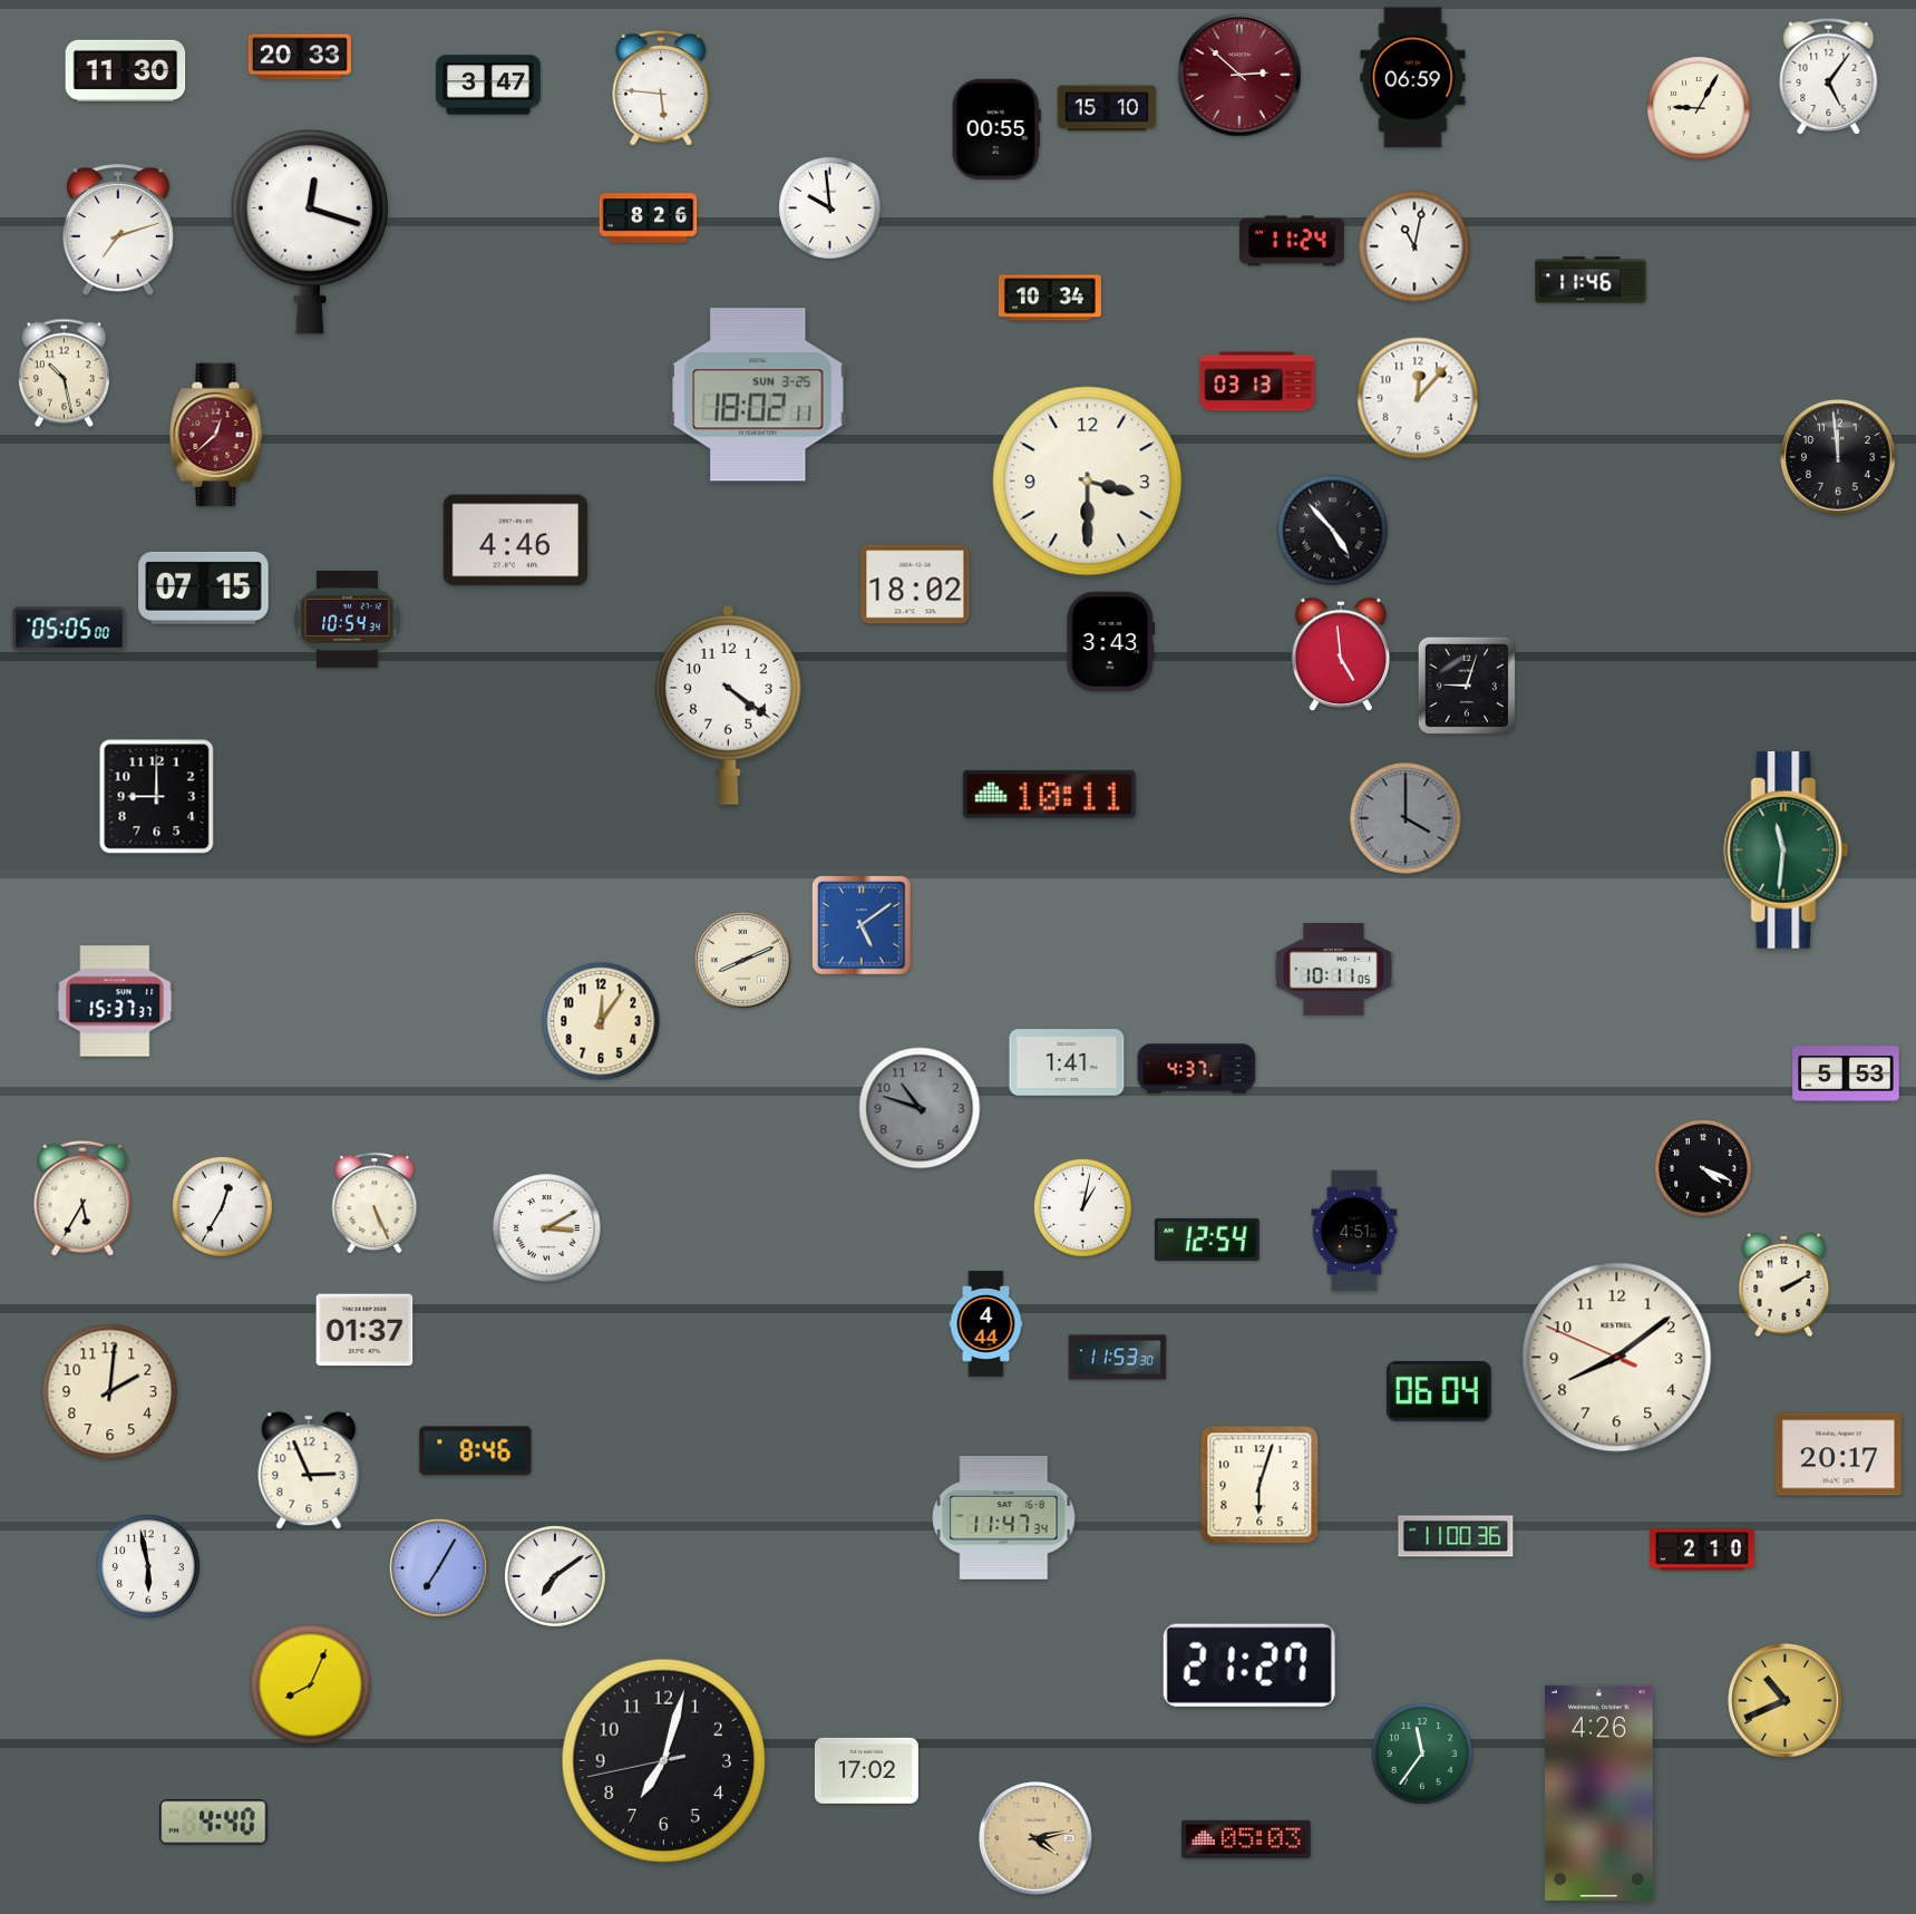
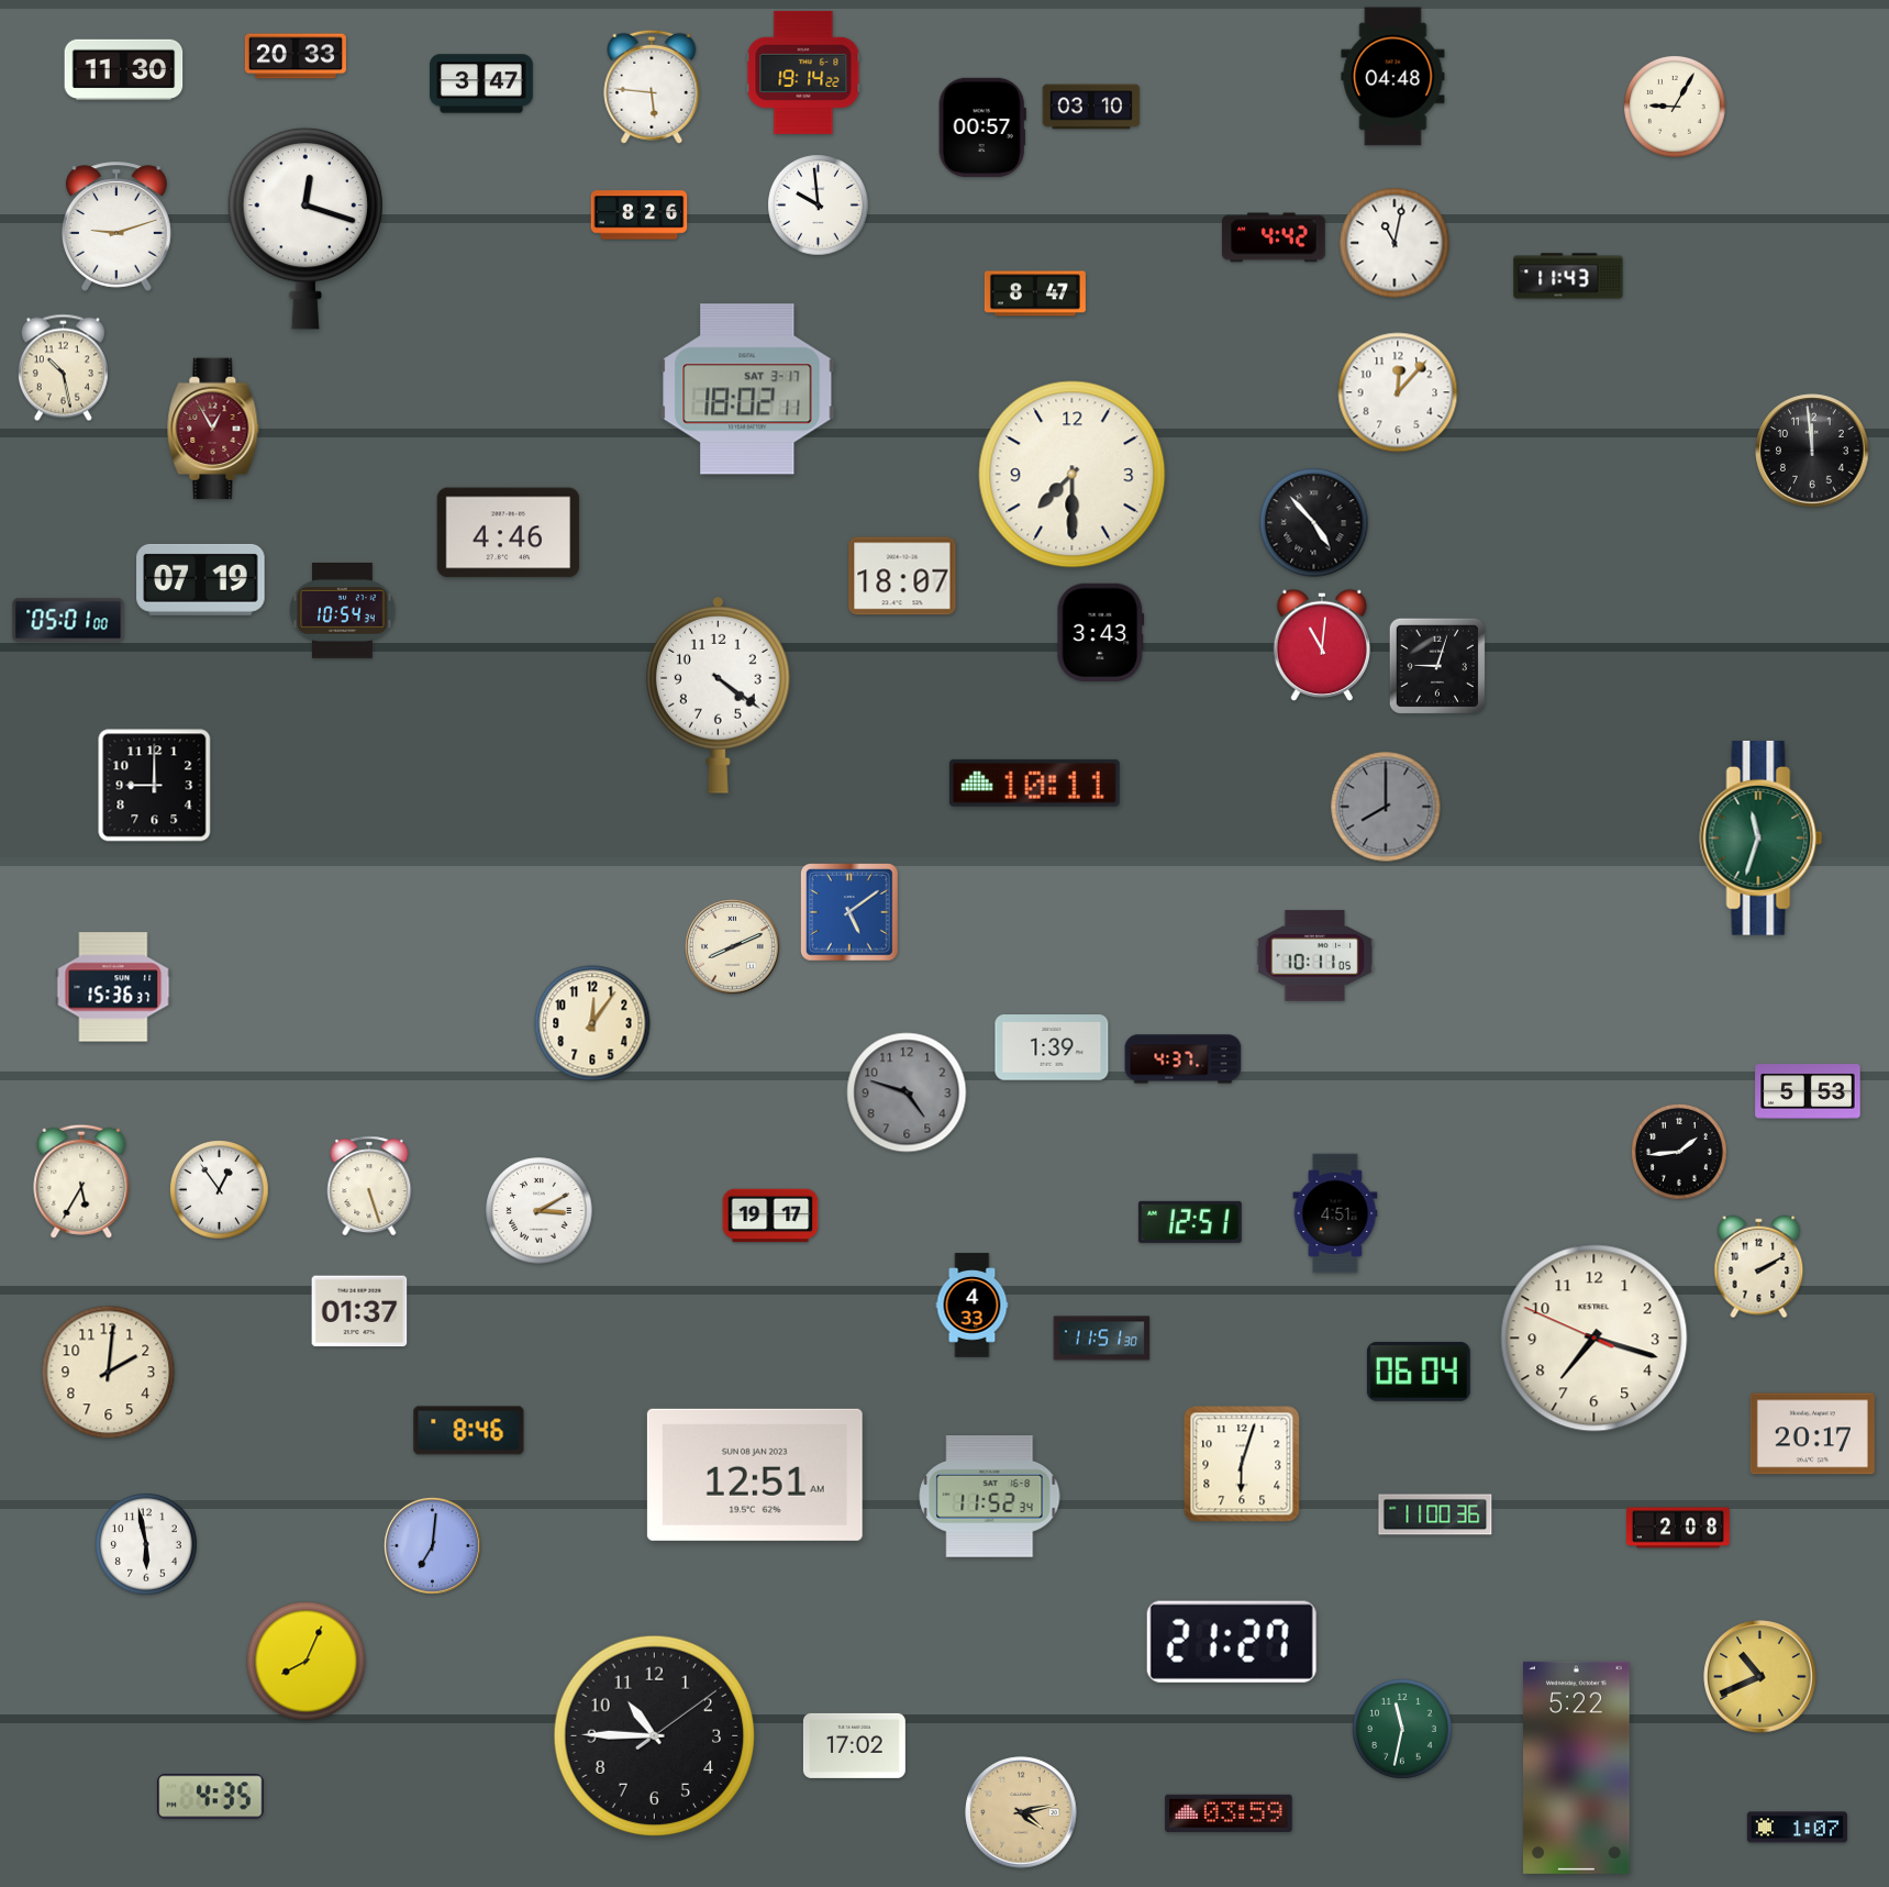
clock at (803, 73): none -> 19:14
clock at (1239, 75): 2:52 -> none
clock at (1829, 76): 5:06 -> none
clock at (1413, 78): 06:59 -> 04:48
clock at (1107, 108): 15:10 -> 03:10
clock at (996, 129): 00:55 -> 00:57
clock at (118, 230): 7:12 -> 9:12
clock at (1293, 241): 11:24 -> 4:42
clock at (1591, 280): 11:46 -> 11:43
clock at (1050, 298): 10:34 -> 8:47
clock at (1257, 381): 03:13 -> none
clock at (758, 395) date: SUN 3-25 -> SAT 3-17
clock at (216, 435): 12:38 -> 12:55
clock at (1088, 482): 3:30 -> 7:30
clock at (915, 584): 18:02 -> 18:07
clock at (204, 587): 07:15 -> 07:19
clock at (69, 629): 05:05 -> 05:01
clock at (1111, 641) position: (1111, 641) -> (1101, 632)
clock at (1340, 654): 4:59 -> 11:01
clock at (1467, 686) position: (1467, 686) -> (1437, 666)
clock at (1406, 818): 4:00 -> 8:00
clock at (1787, 851): 11:31 -> 11:33
clock at (115, 1001): 15:37 -> 15:36
clock at (601, 1021) position: (601, 1021) -> (592, 1023)
clock at (1067, 1062): 1:41 -> 1:39
clock at (1197, 1069) position: (1197, 1069) -> (1184, 1059)
clock at (1846, 1073) position: (1846, 1073) -> (1808, 1091)
clock at (920, 1108): 10:48 -> 4:48
clock at (1703, 1168): 4:19 -> 1:44
clock at (375, 1203): 5:26 -> 5:27
clock at (223, 1207): 12:35 -> 12:54
clock at (1082, 1207): 1:02 -> none
clock at (770, 1216): none -> 19:17
clock at (1207, 1240): 12:54 -> 12:51
clock at (986, 1324): 4:44 -> 4:33
clock at (1118, 1358): 11:53 -> 11:51
clock at (1617, 1358): 8:08 -> 7:17
clock at (309, 1470): 2:56 -> none
clock at (755, 1475): none -> 12:51
clock at (1004, 1518): 11:47 -> 11:52
clock at (1703, 1549): 2:10 -> 2:08
clock at (438, 1567): 7:05 -> 7:01
clock at (556, 1577): 7:09 -> none
clock at (1423, 1755): 11:36 -> 11:32
clock at (664, 1761): 7:02 -> 10:45
clock at (1599, 1792): 4:26 -> 5:22
clock at (214, 1823): 4:40 -> 4:35
clock at (1246, 1839): 05:03 -> 03:59
clock at (1797, 1828): none -> 1:07
